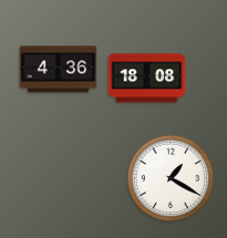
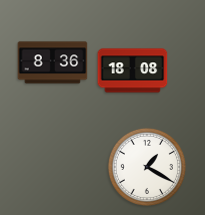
clock at (59, 70): 4:36 -> 8:36
clock at (171, 178) position: (171, 178) -> (147, 167)
